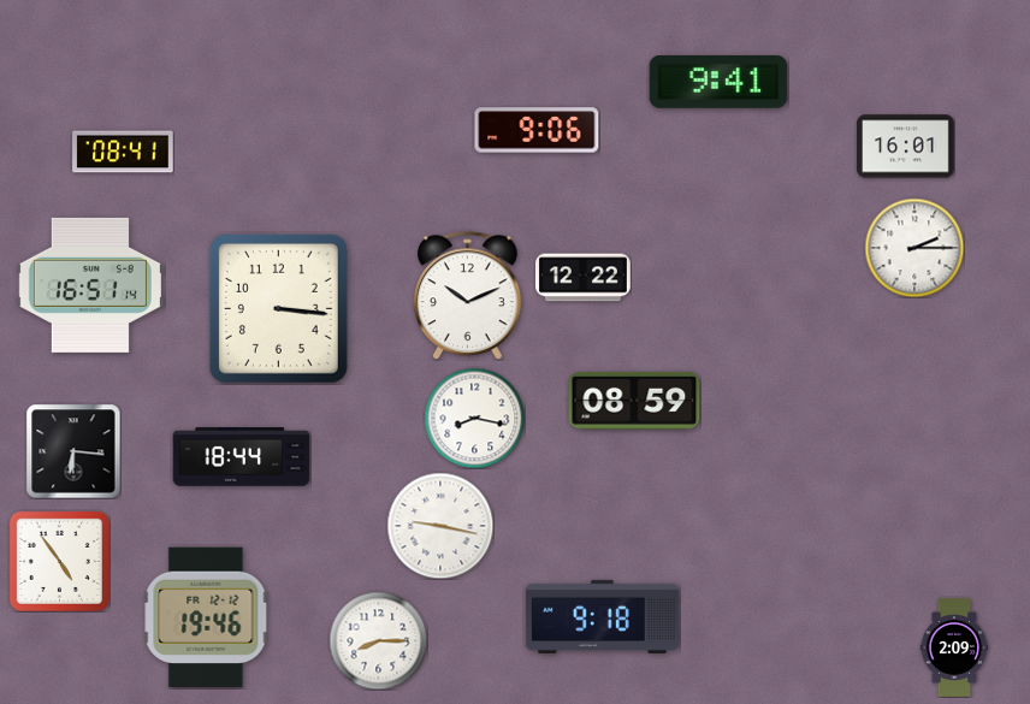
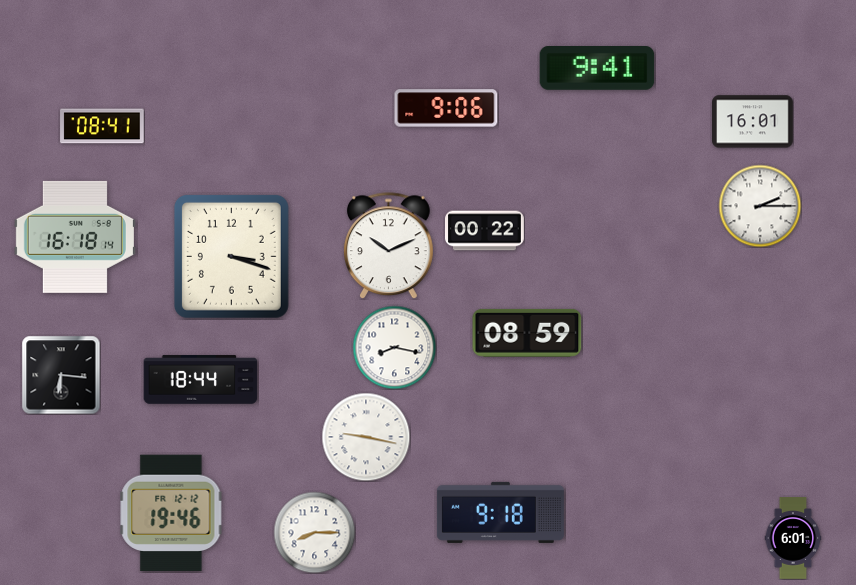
clock at (584, 278): 12:22 -> 00:22
clock at (90, 285): 16:51 -> 16:18
clock at (278, 308): 3:16 -> 3:18
clock at (59, 561): 4:54 -> none
clock at (954, 647): 2:09 -> 6:01
